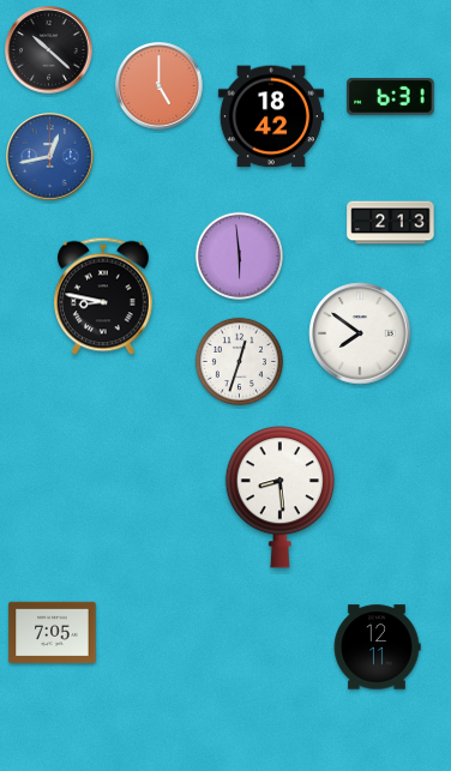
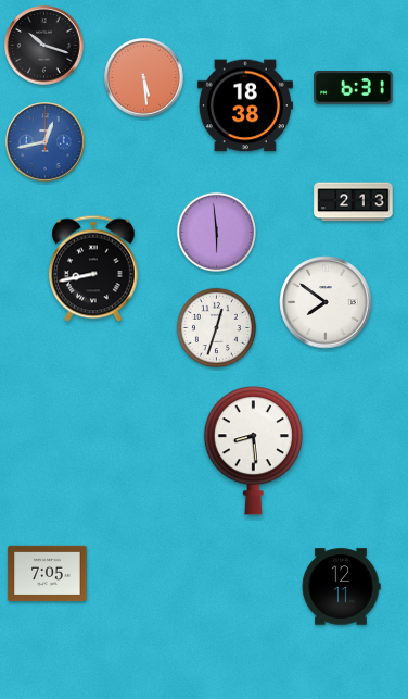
clock at (49, 50): 10:22 -> 10:18
clock at (160, 86): 5:00 -> 5:29
clock at (271, 116): 18:42 -> 18:38
clock at (104, 296): 8:47 -> 8:43
